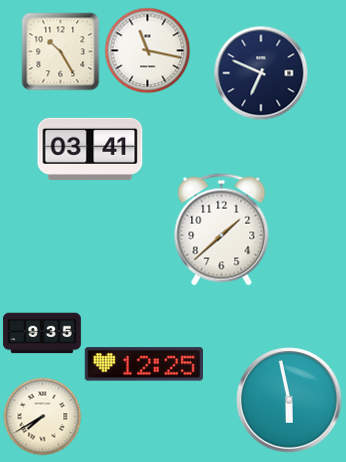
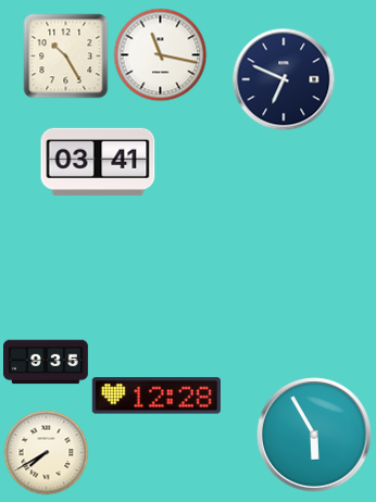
clock at (222, 230): 1:38 -> none
clock at (144, 364): 12:25 -> 12:28
clock at (289, 400): 5:58 -> 5:55
